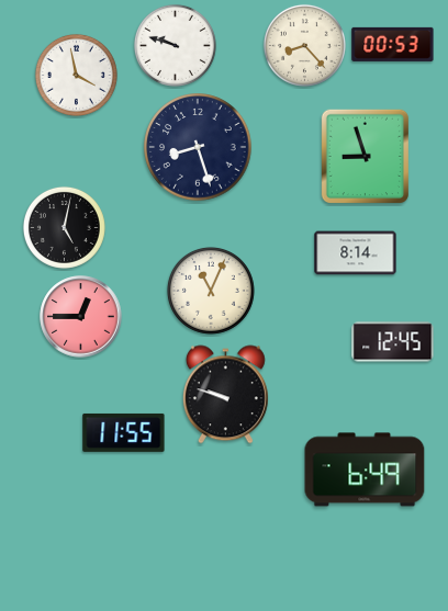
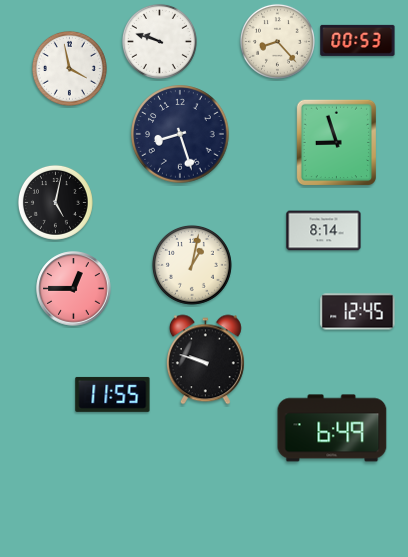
clock at (365, 157) position: (365, 157) -> (336, 143)
clock at (64, 227) position: (64, 227) -> (55, 202)
clock at (211, 291): 11:04 -> 1:02
